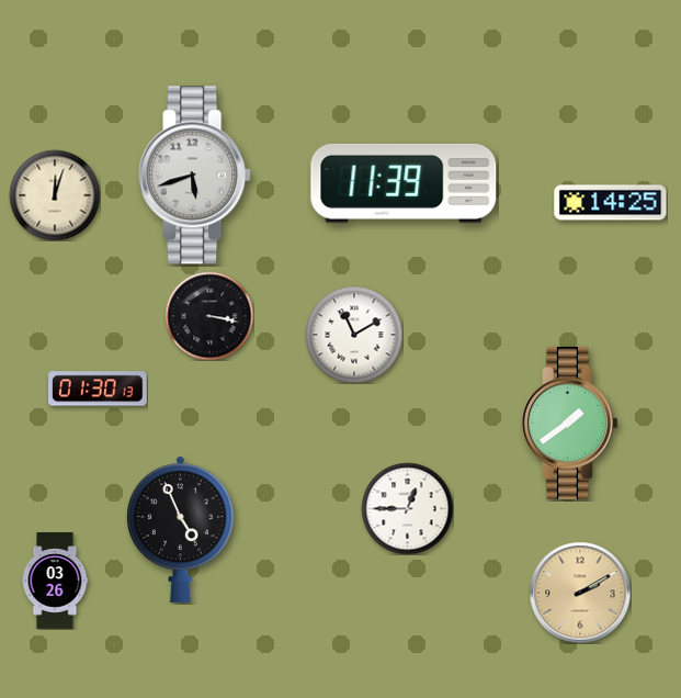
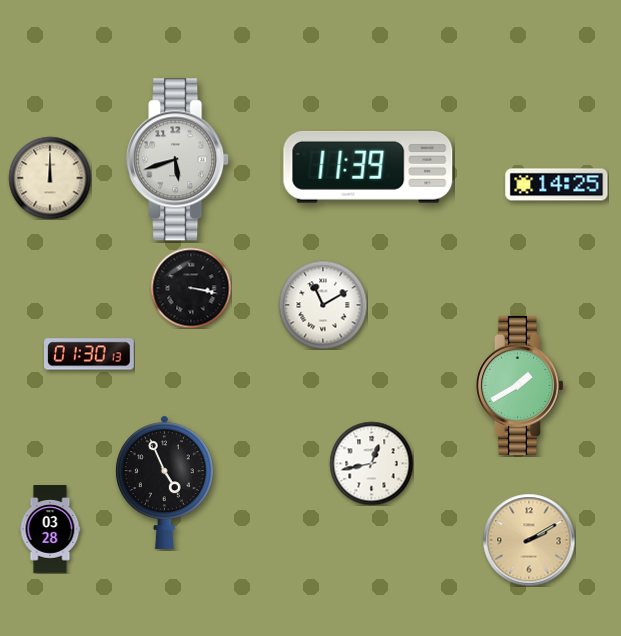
clock at (55, 195): 12:03 -> 12:00
clock at (569, 423): 1:39 -> 1:40
clock at (407, 508): 12:45 -> 12:43
clock at (55, 581): 03:26 -> 03:28
